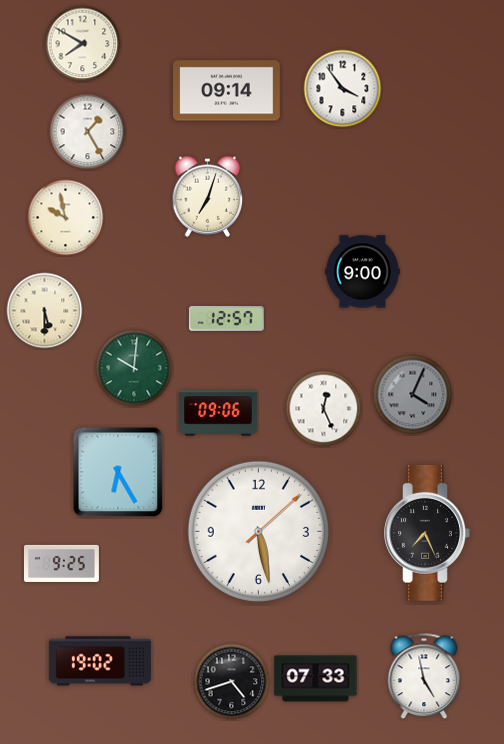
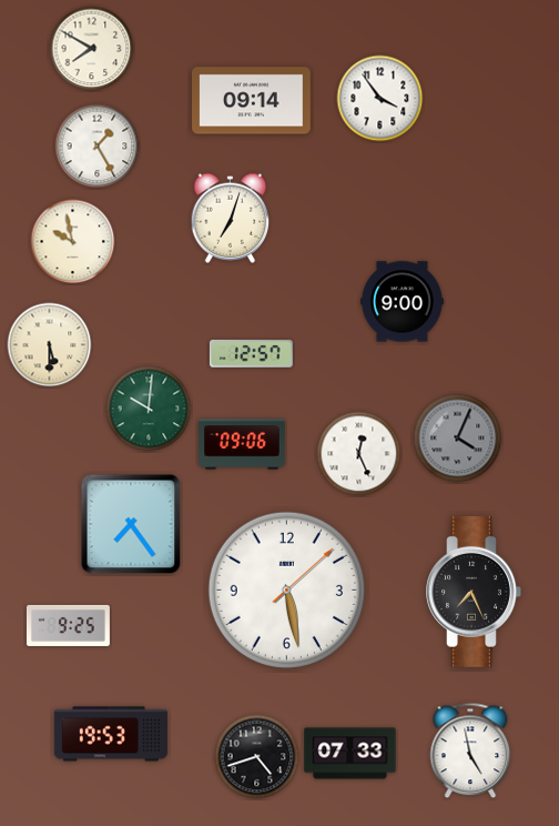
clock at (218, 413) position: (218, 413) -> (242, 444)
clock at (118, 472): 6:25 -> 7:24
clock at (100, 661): 19:02 -> 19:53
